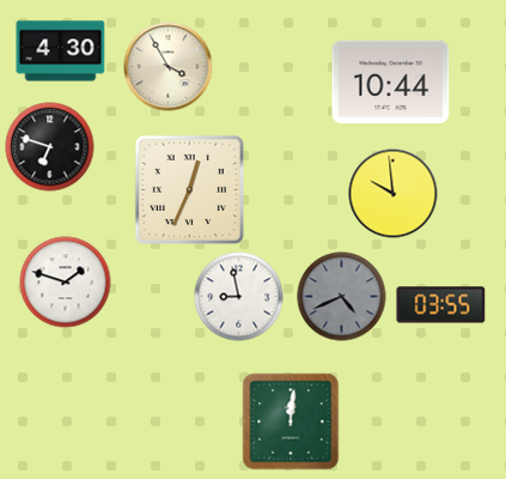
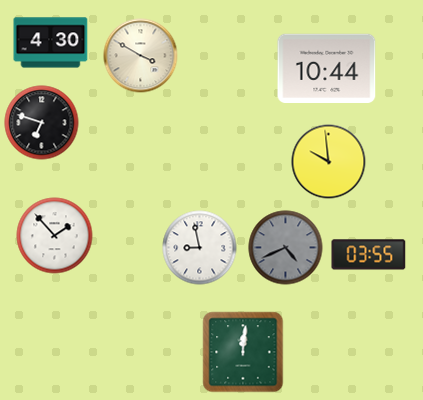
clock at (169, 67): 3:55 -> 3:50
clock at (189, 189): 12:34 -> none
clock at (66, 283): 1:48 -> 1:53
